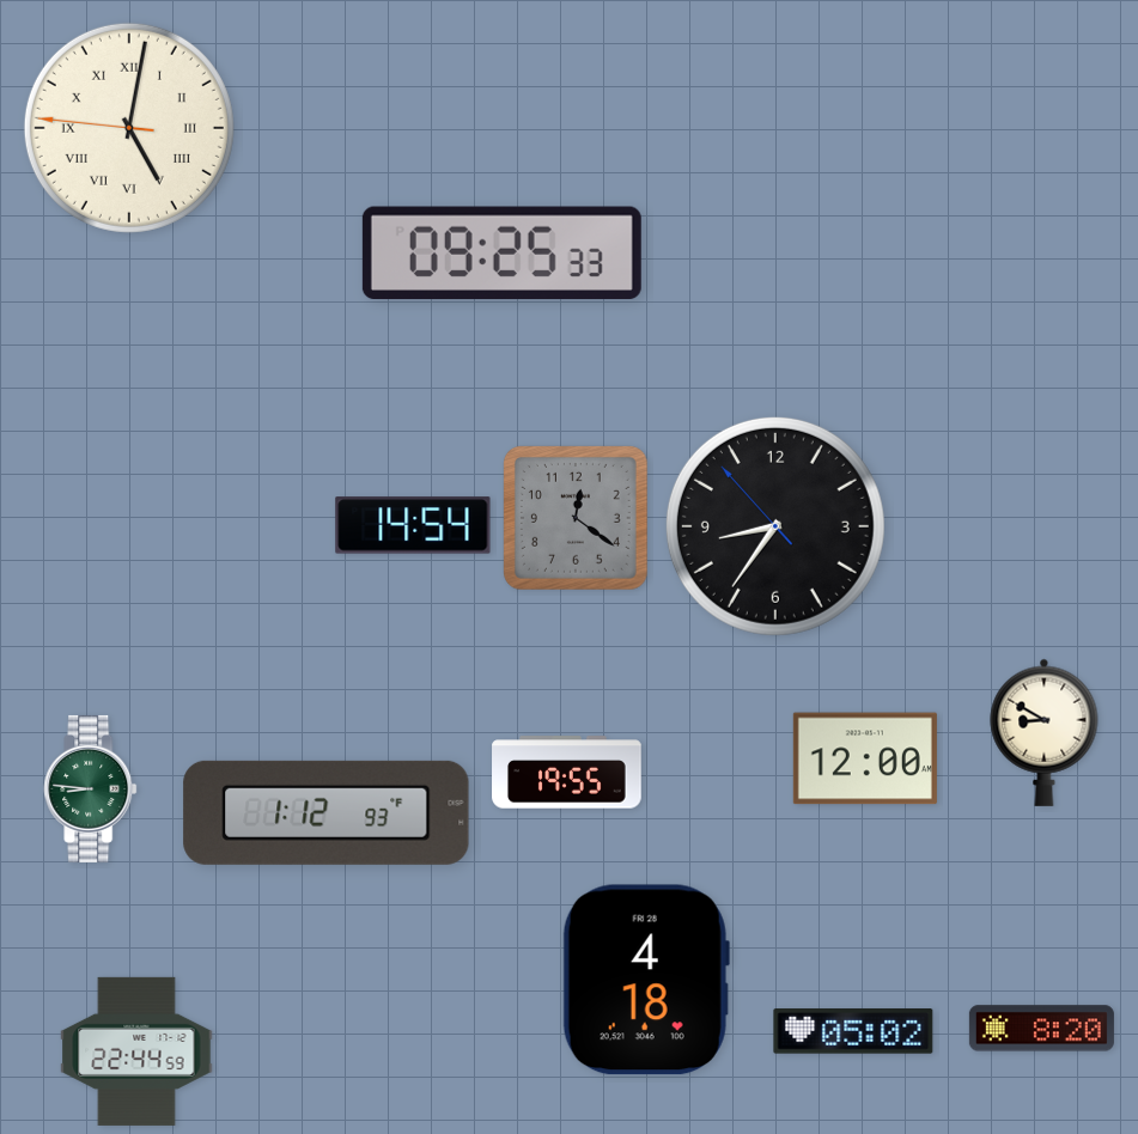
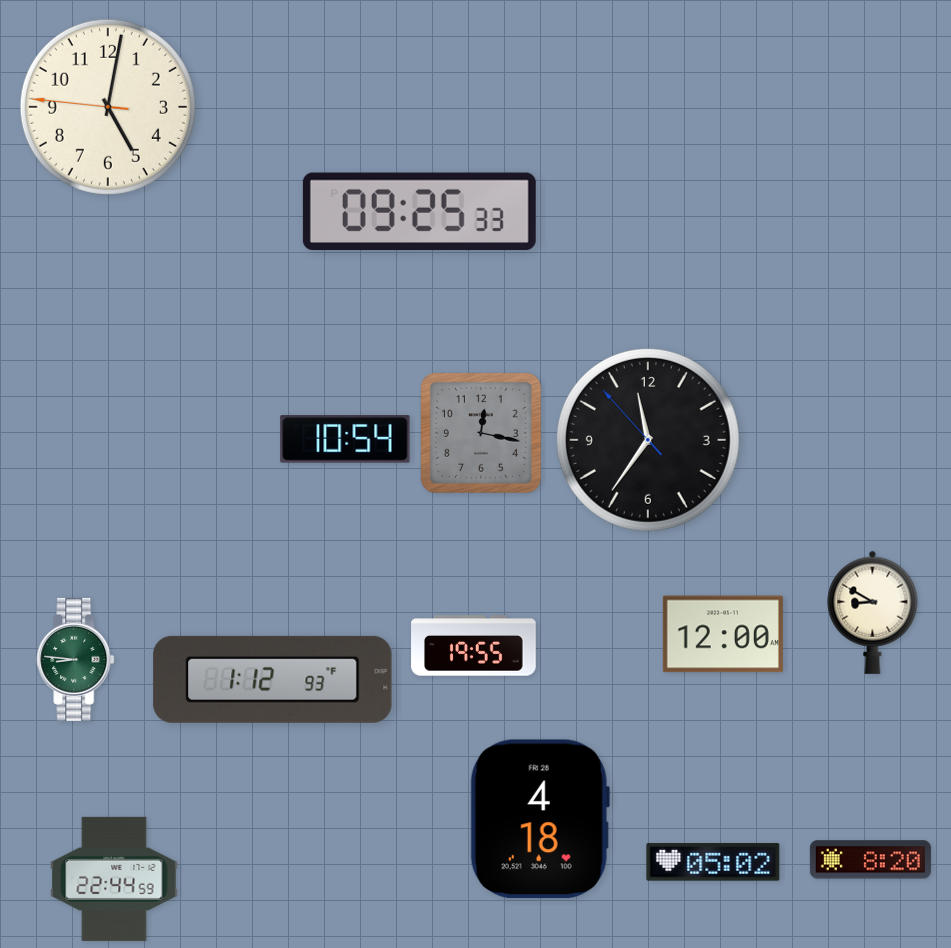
clock at (129, 128) numerals: Roman -> Arabic
clock at (576, 518): 12:21 -> 12:17
clock at (413, 525): 14:54 -> 10:54
clock at (775, 526): 8:35 -> 11:35
